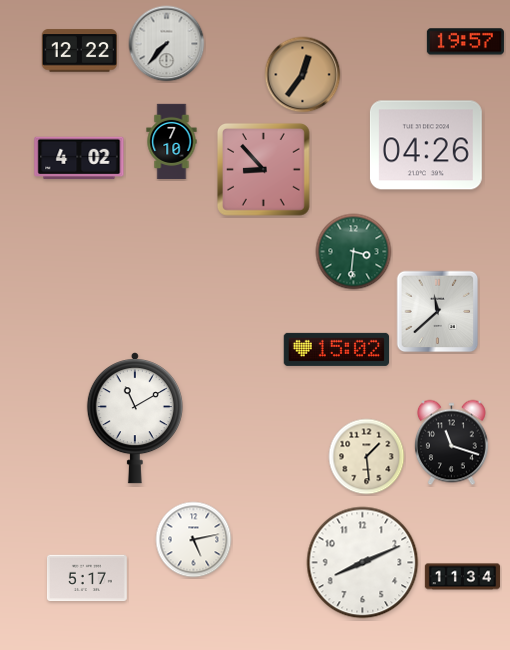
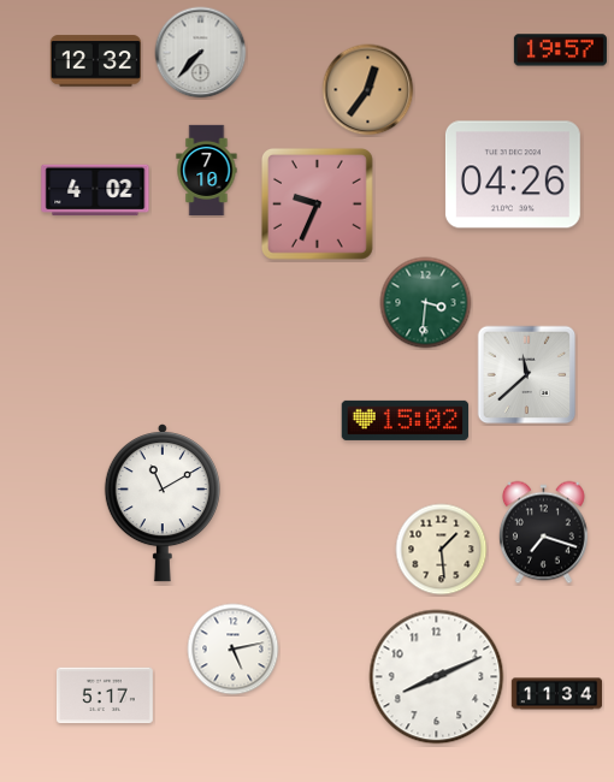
clock at (79, 51): 12:22 -> 12:32
clock at (303, 75) position: (303, 75) -> (368, 90)
clock at (263, 169): 8:53 -> 9:34
clock at (451, 443): 11:18 -> 7:18
